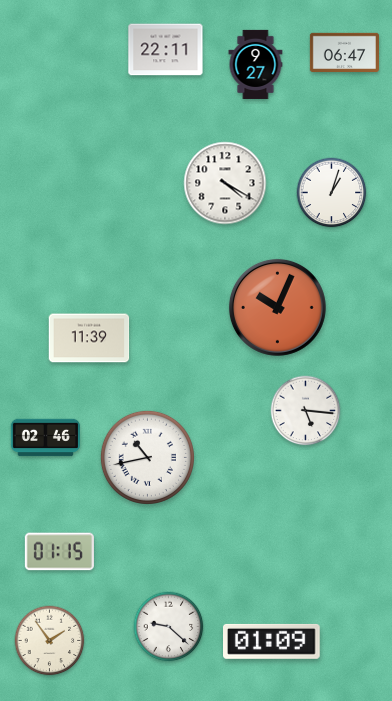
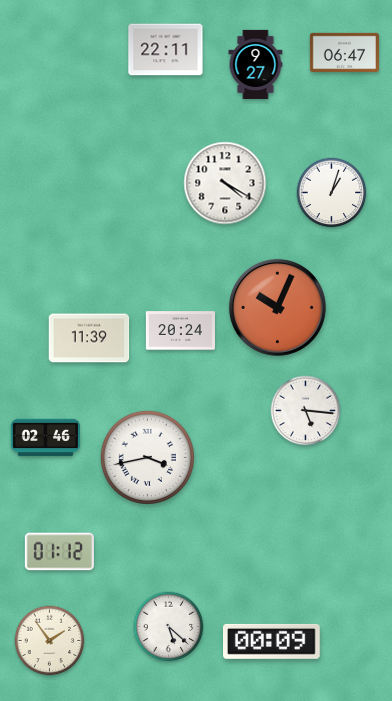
clock at (180, 331): none -> 20:24
clock at (147, 457): 10:43 -> 3:43
clock at (59, 552): 01:15 -> 01:12
clock at (169, 627): 9:22 -> 5:22
clock at (272, 641): 01:09 -> 00:09
